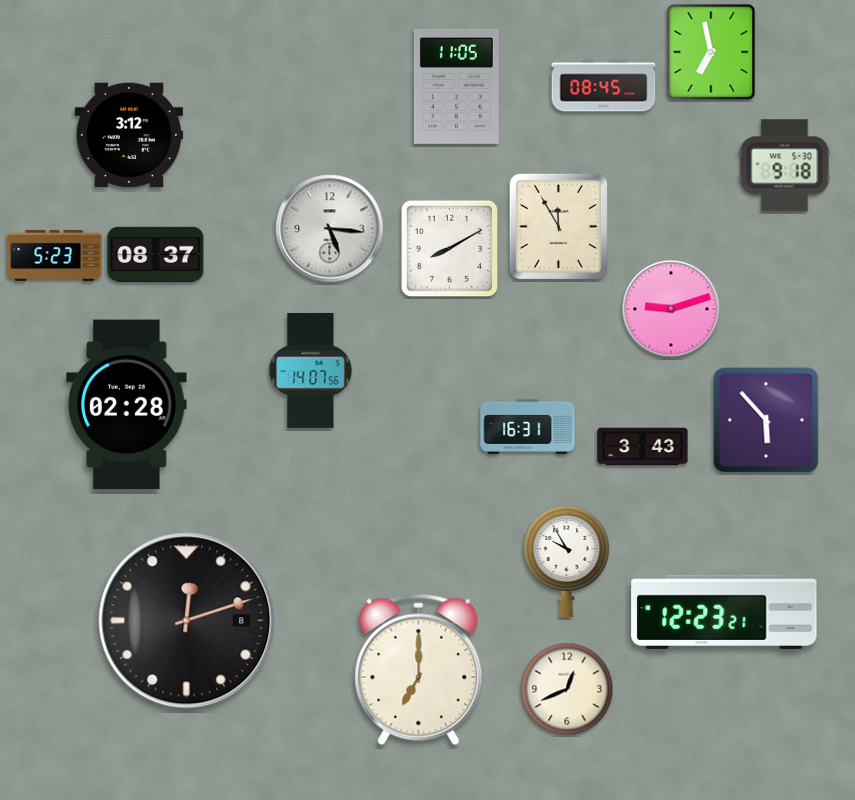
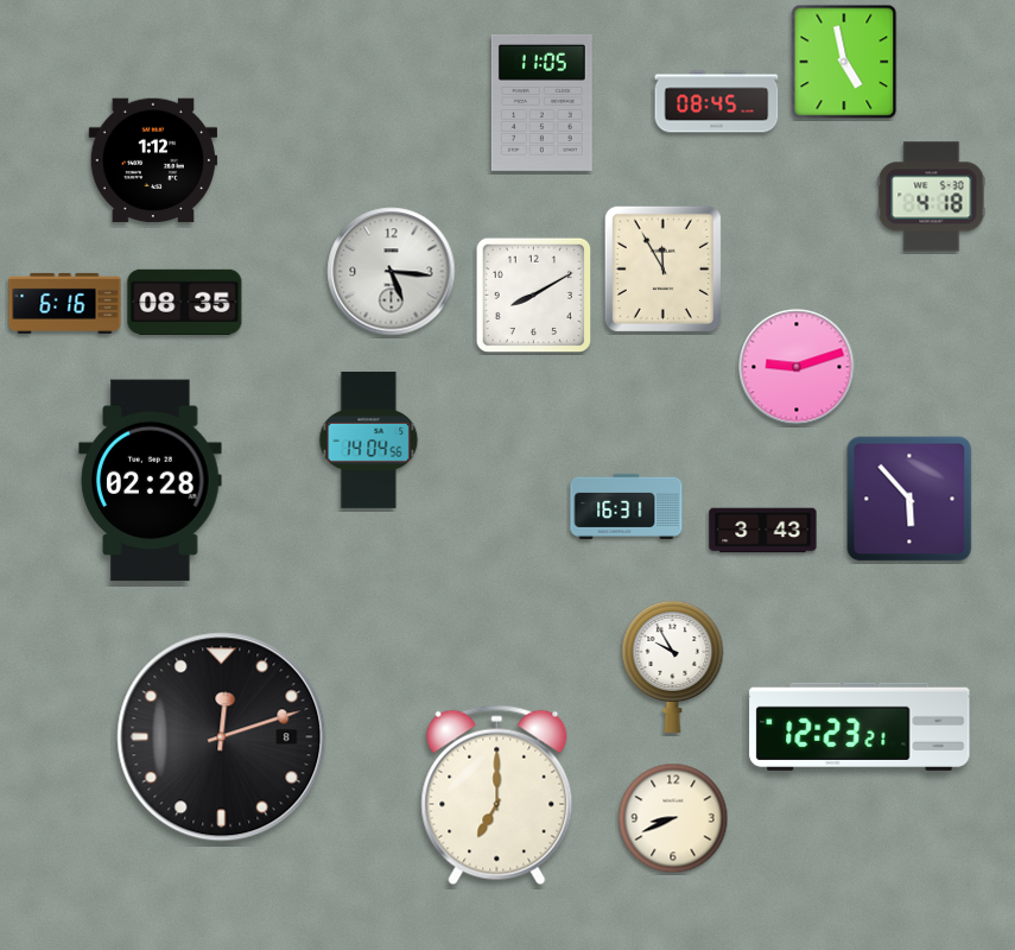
clock at (711, 52): 6:58 -> 4:58
clock at (129, 135): 3:12 -> 1:12
clock at (785, 166): 9:18 -> 4:18
clock at (156, 254): 08:37 -> 08:35
clock at (55, 255): 5:23 -> 6:16
clock at (311, 370): 14:07 -> 14:04
clock at (567, 689): 12:41 -> 8:41
